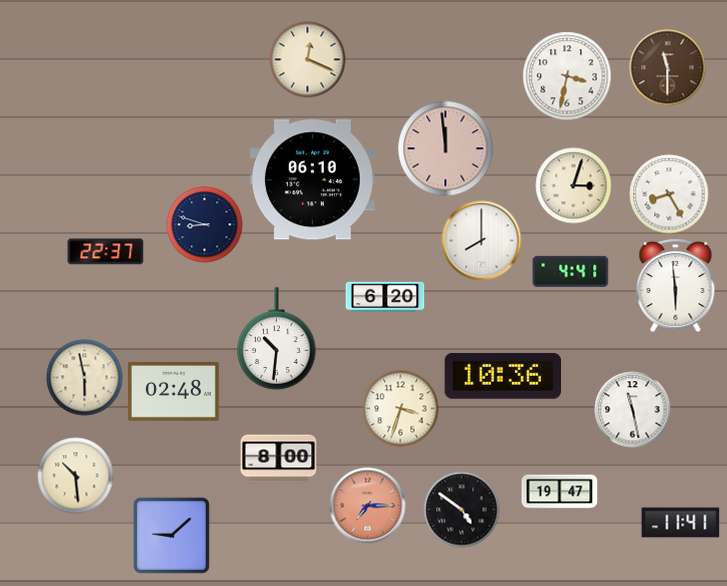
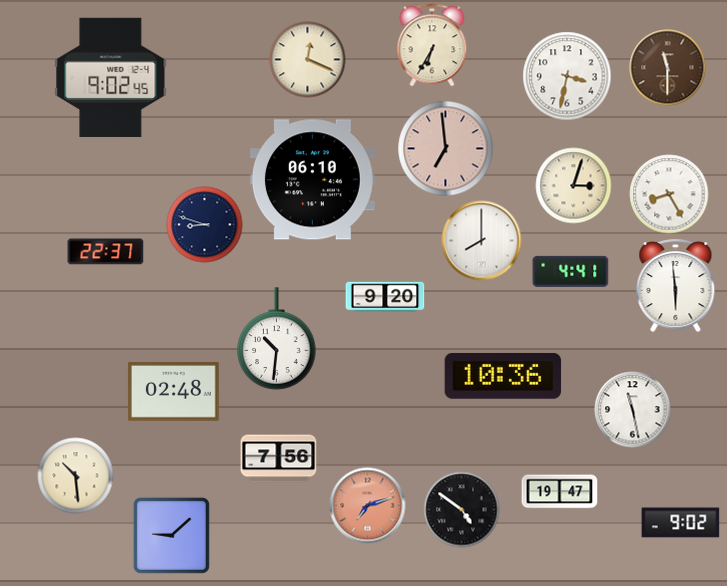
clock at (432, 45): none -> 6:35
clock at (111, 77): none -> 9:02
clock at (446, 149): 11:59 -> 6:59
clock at (385, 297): 6:20 -> 9:20
clock at (85, 378): 5:58 -> none
clock at (401, 409): 3:33 -> none
clock at (279, 459): 8:00 -> 7:56
clock at (368, 506): 7:15 -> 7:12
clock at (681, 523): 11:41 -> 9:02
